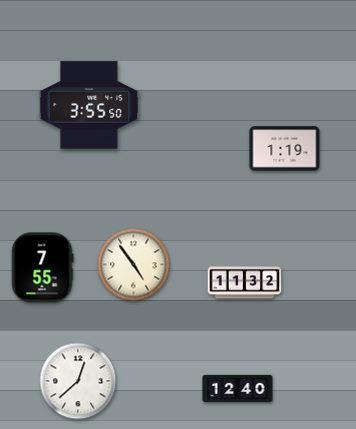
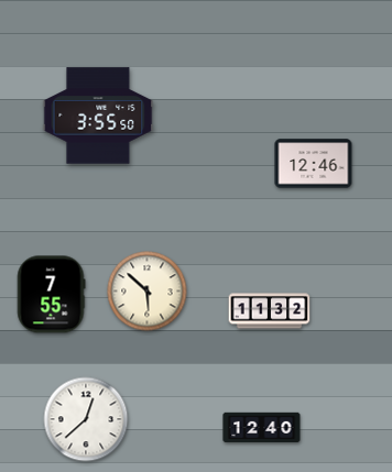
clock at (285, 149): 1:19 -> 12:46
clock at (134, 265): 4:54 -> 5:52
clock at (42, 268) position: (42, 268) -> (51, 295)
